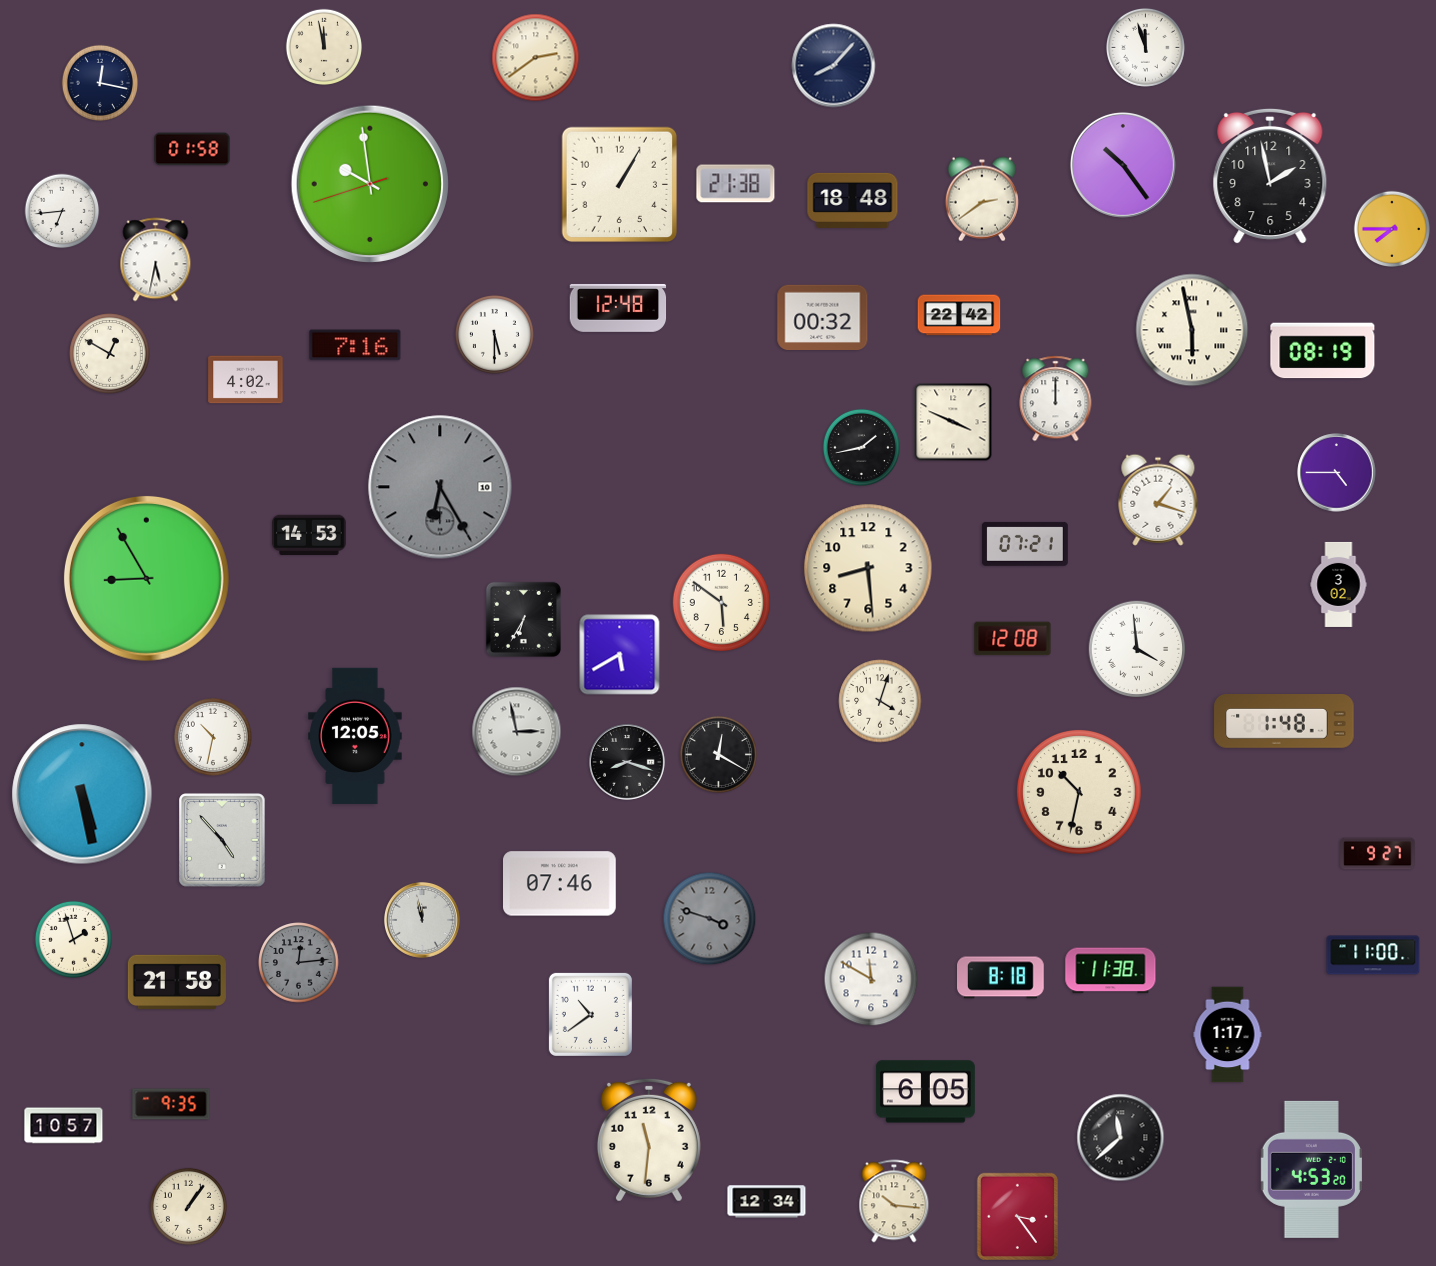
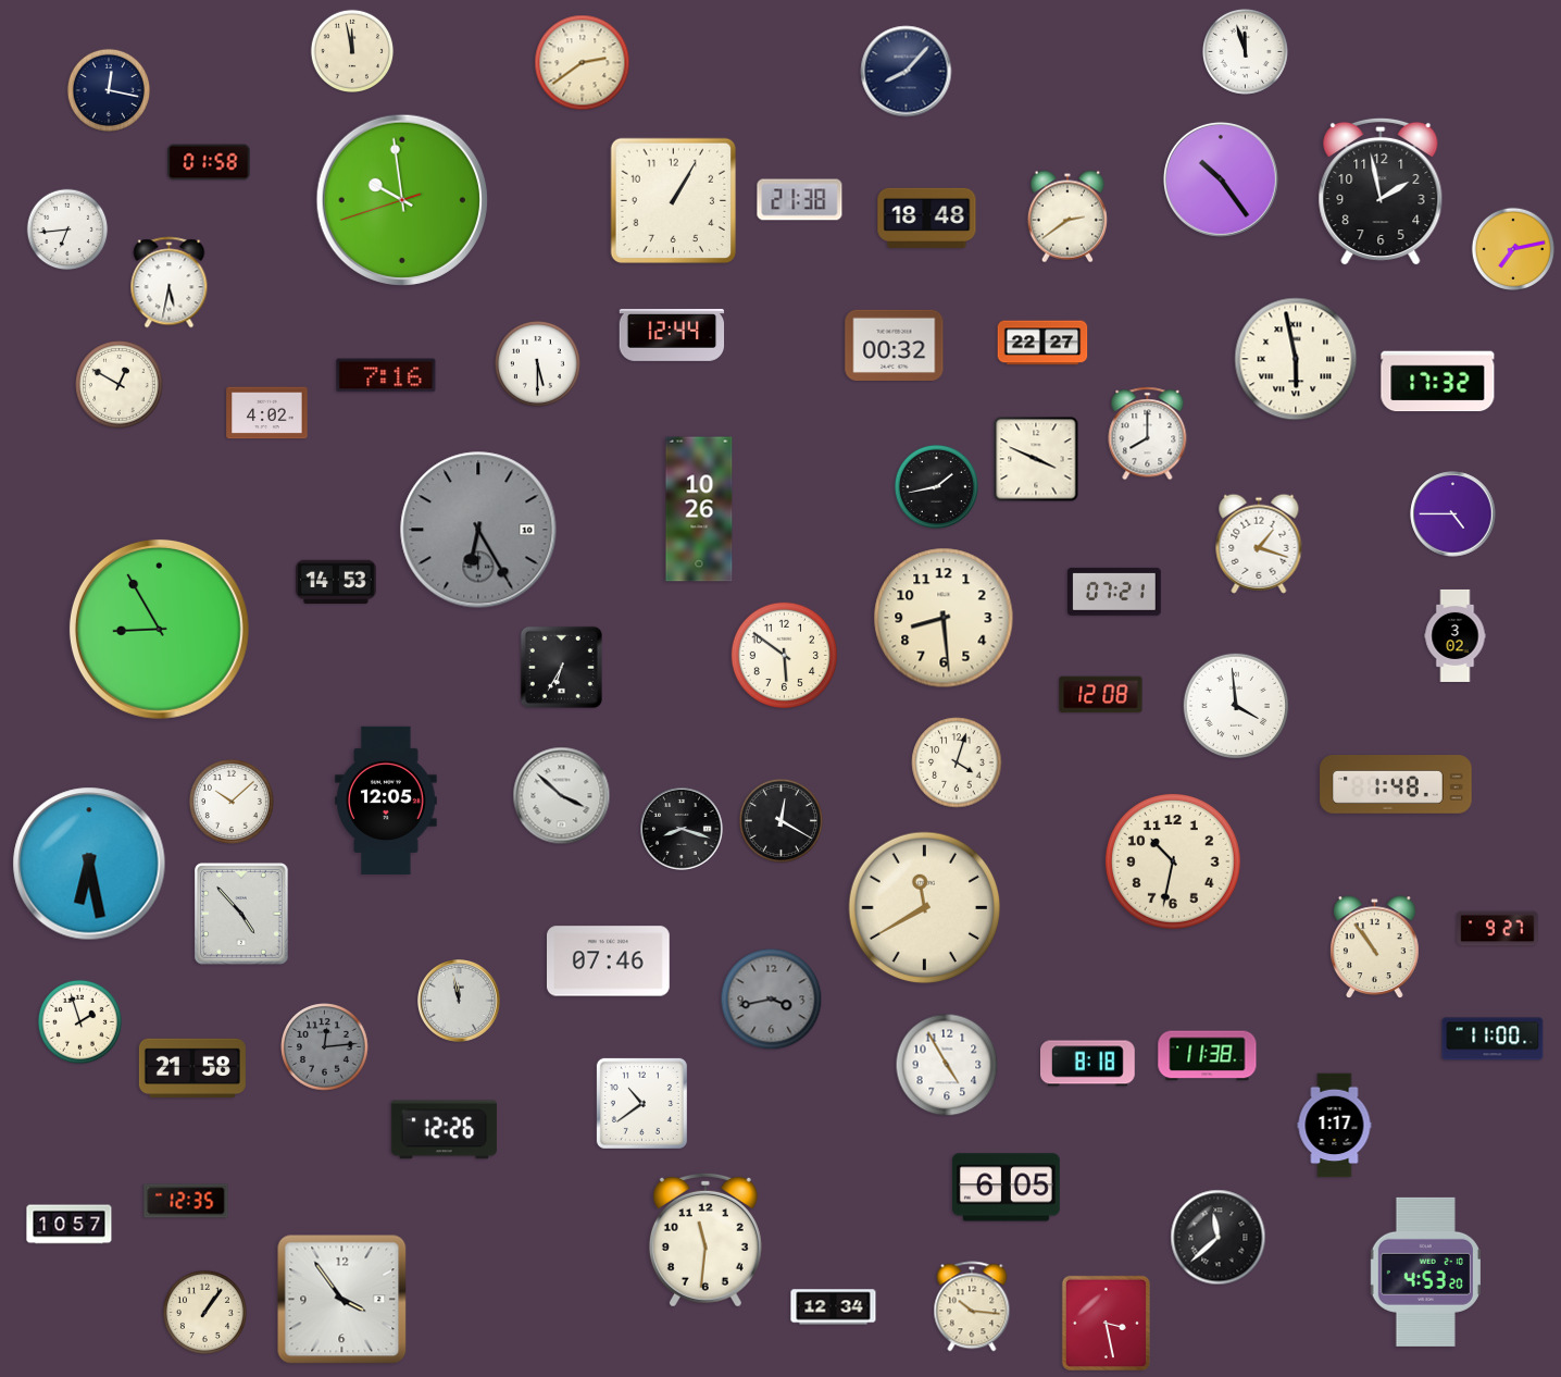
clock at (1391, 228): 7:45 -> 7:13
clock at (618, 308): 12:48 -> 12:44
clock at (959, 315): 22:42 -> 22:27
clock at (1323, 351): 08:19 -> 17:32
clock at (1056, 399): 12:00 -> 8:00
clock at (699, 509): none -> 10:26
clock at (523, 619) position: (523, 619) -> (561, 667)
clock at (620, 655): 5:40 -> none
clock at (517, 732): 2:58 -> 3:52
clock at (213, 737): 10:32 -> 10:08
clock at (82, 794): 5:28 -> 6:28
clock at (925, 908): none -> 11:40
clock at (1375, 947): none -> 10:54
clock at (710, 919): 3:48 -> 3:43
clock at (871, 979): 11:50 -> 4:55
clock at (444, 1130): none -> 12:26
clock at (171, 1104): 9:35 -> 12:35
clock at (342, 1300): none -> 3:54
clock at (1017, 1216): 3:24 -> 3:28
